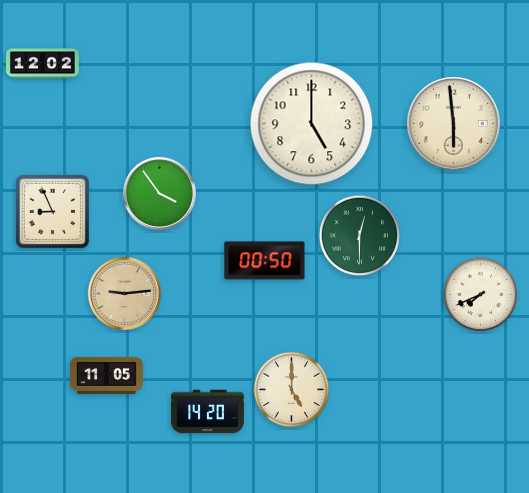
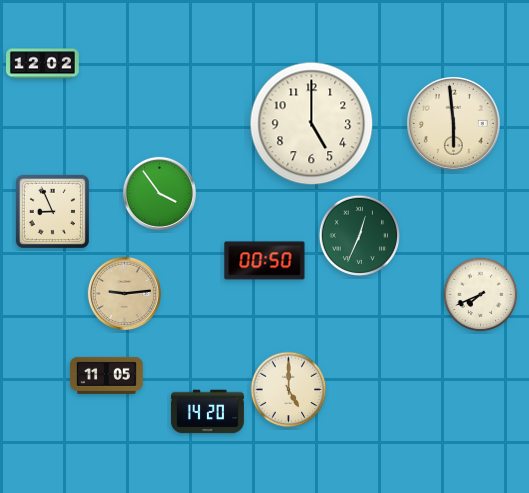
clock at (359, 235): 12:30 -> 12:34
clock at (292, 390) position: (292, 390) -> (289, 390)
